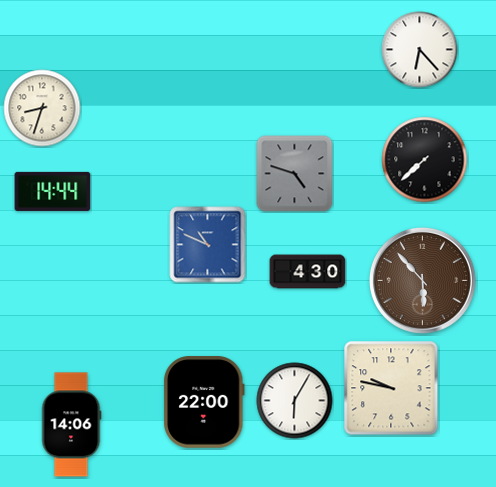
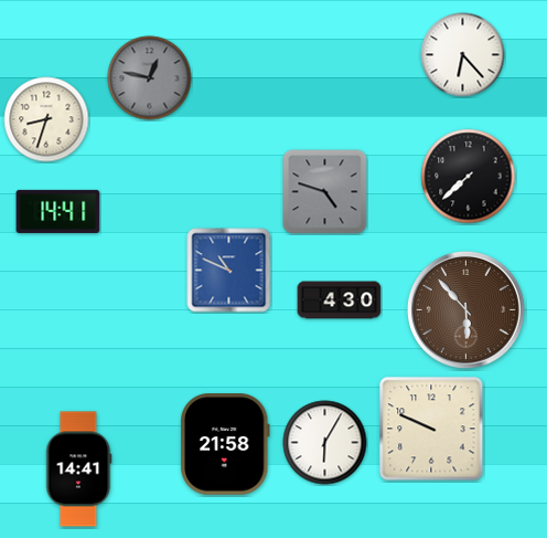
clock at (150, 78): none -> 12:47
clock at (53, 191): 14:44 -> 14:41
clock at (391, 388): 9:47 -> 9:49
clock at (205, 402): 22:00 -> 21:58
clock at (72, 425): 14:06 -> 14:41
